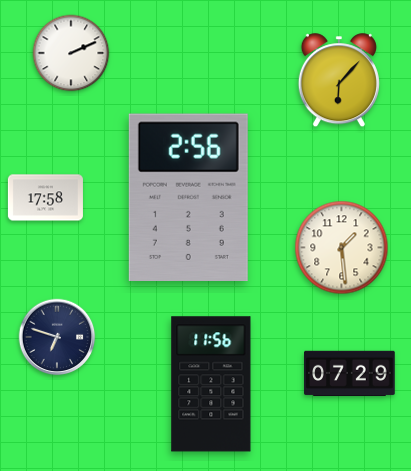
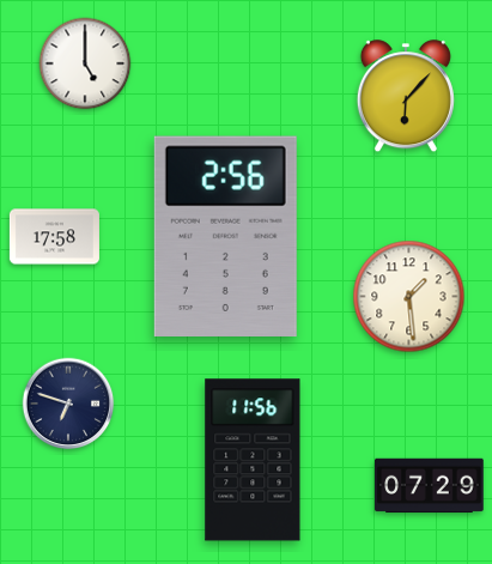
clock at (71, 53): 2:11 -> 5:00
clock at (350, 374) position: (350, 374) -> (430, 486)
